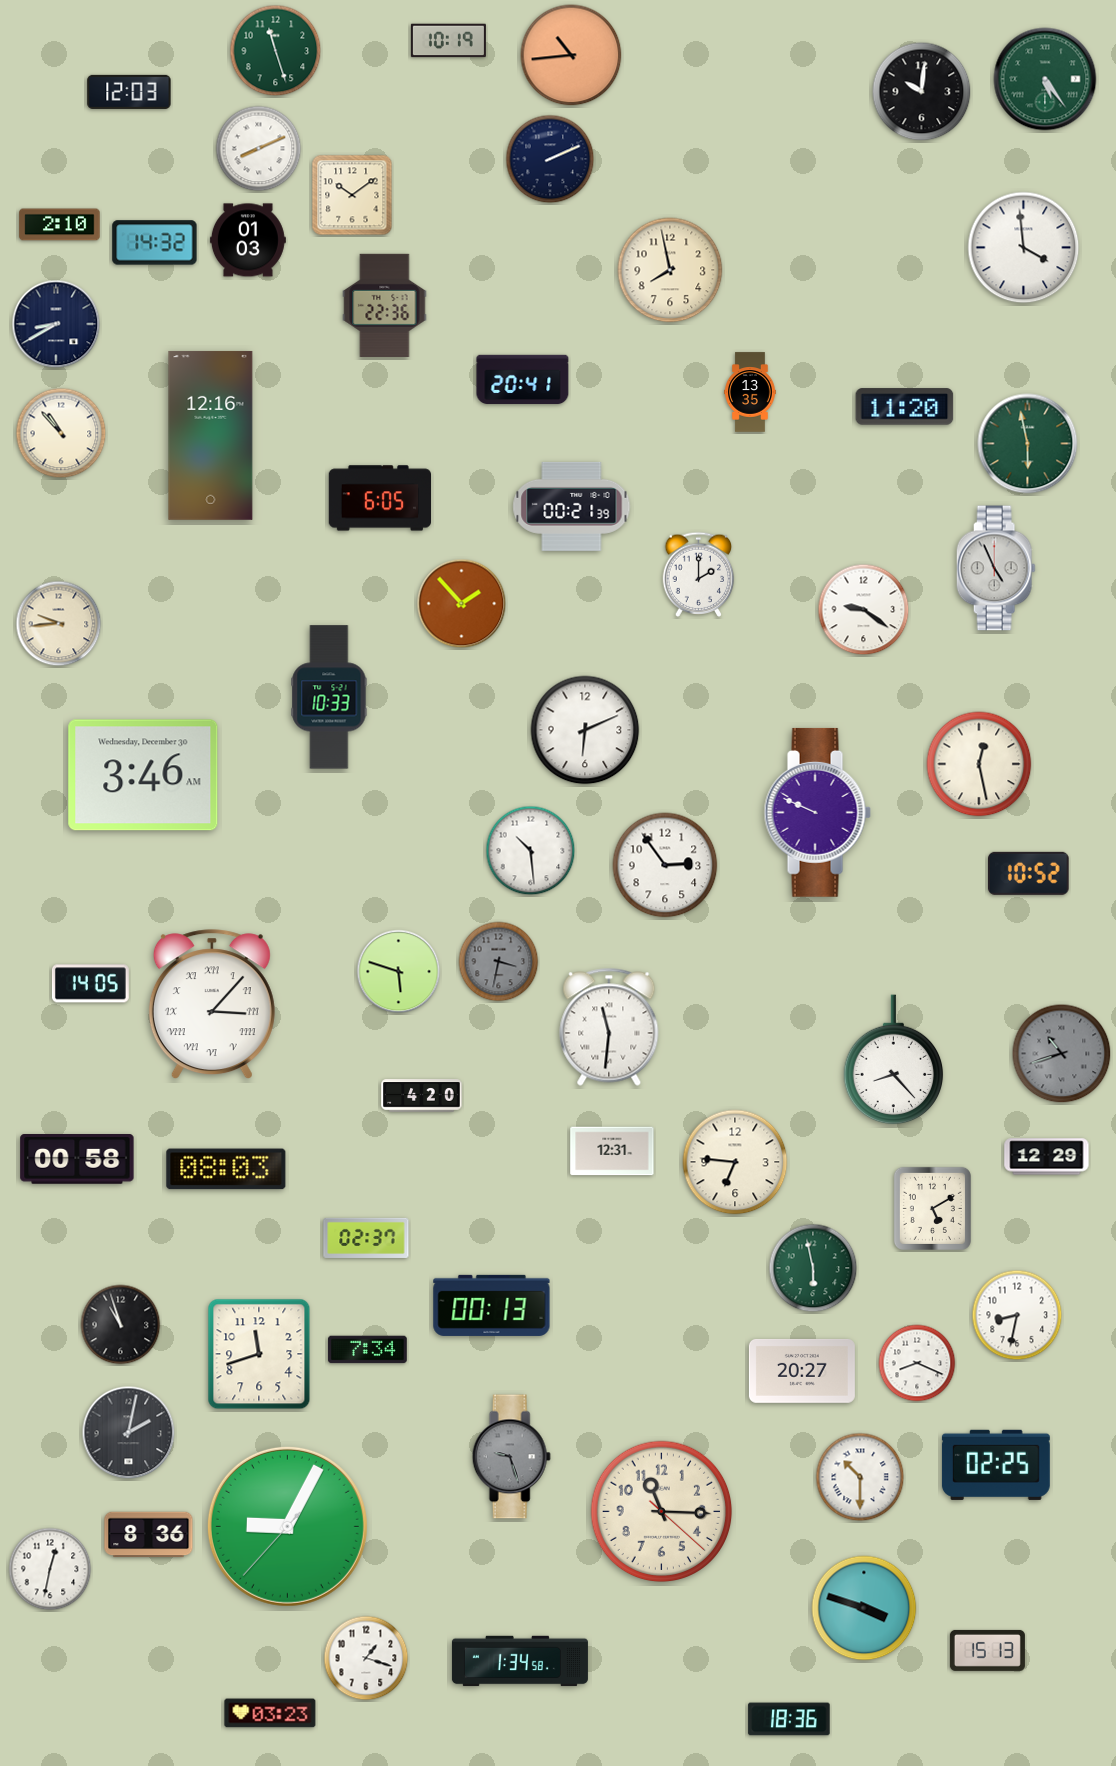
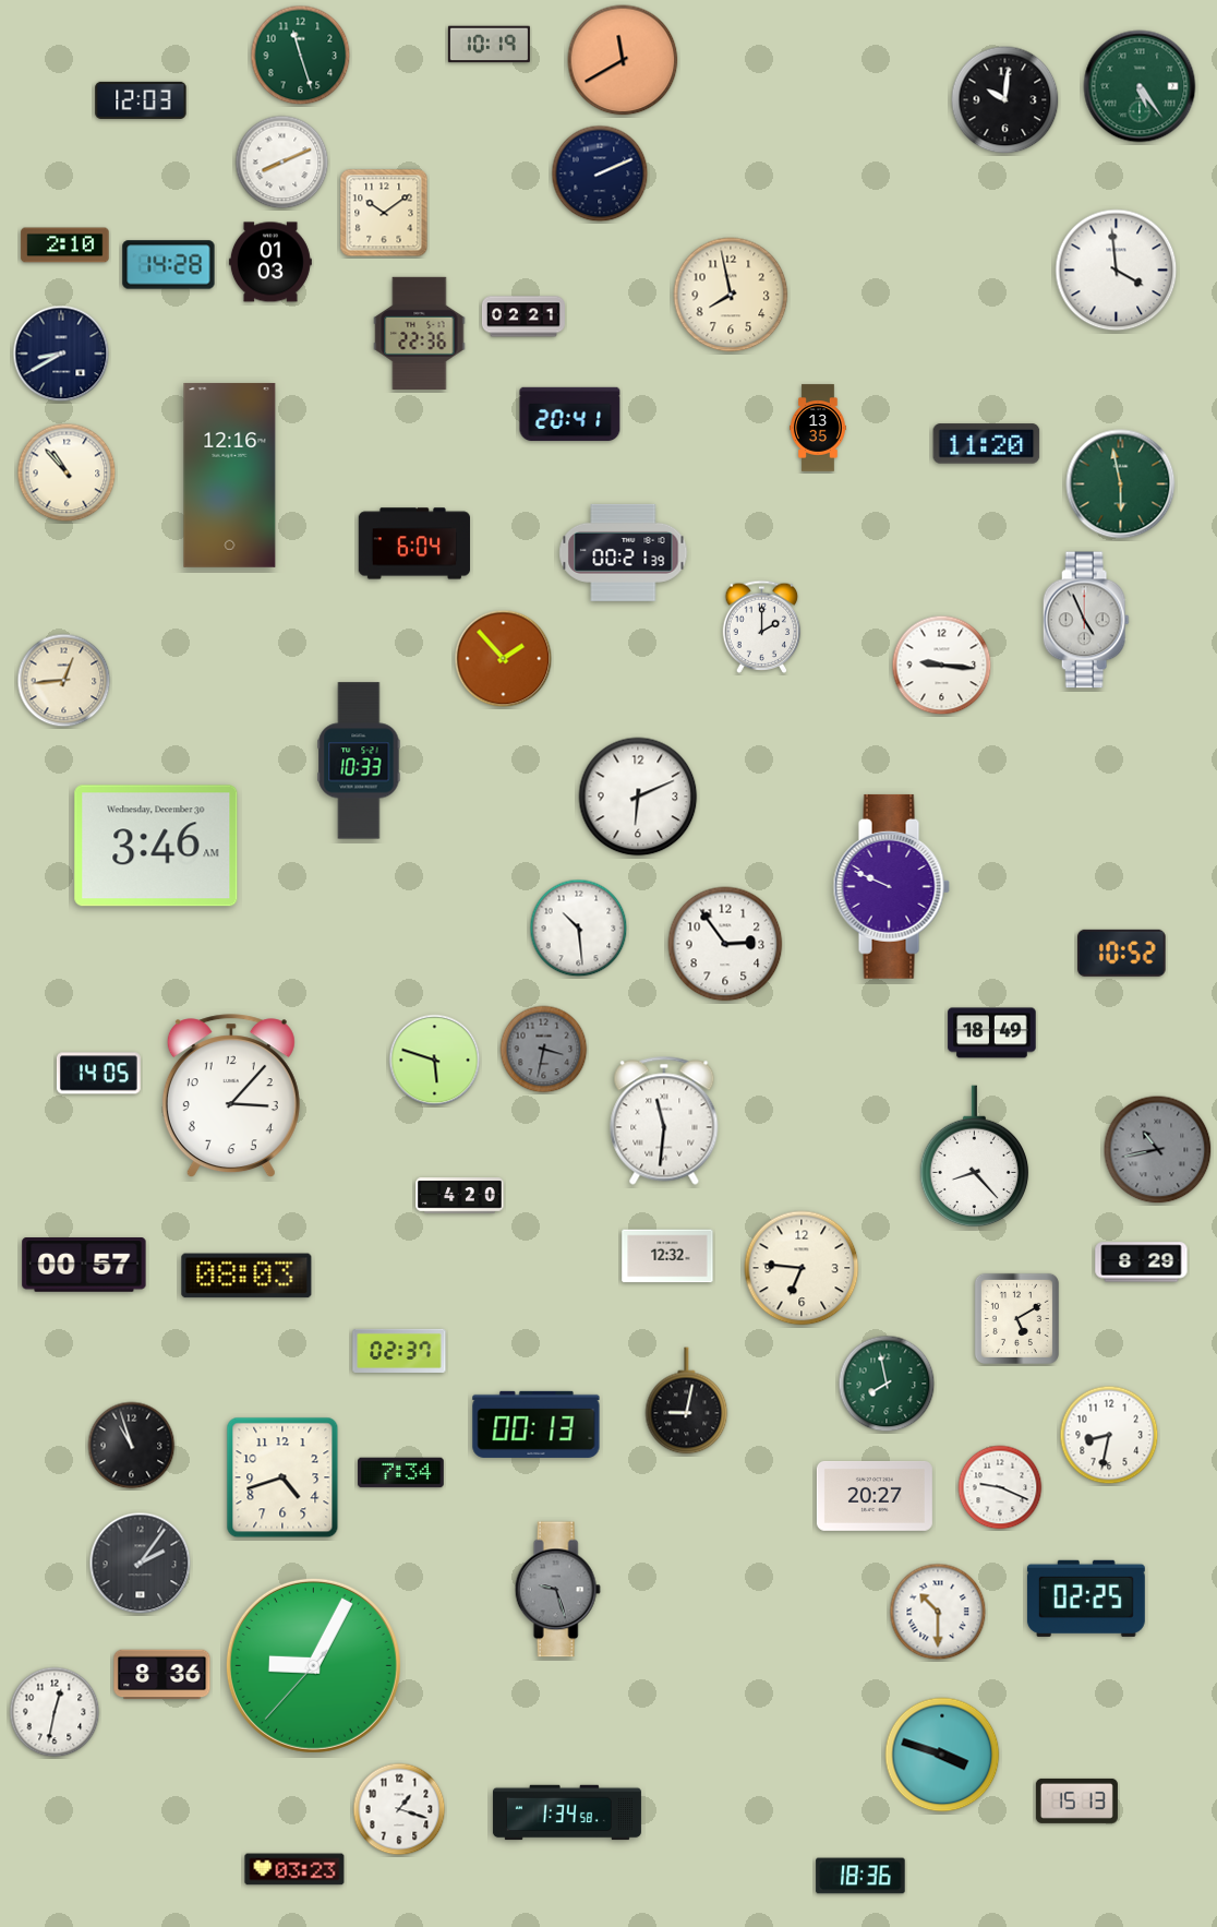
clock at (571, 55): 10:44 -> 11:40
clock at (155, 243): 14:32 -> 14:28
clock at (523, 316): none -> 02:21
clock at (379, 498): 6:05 -> 6:04
clock at (864, 610): 9:21 -> 9:16
clock at (59, 624): 9:44 -> 12:44
clock at (979, 764): 12:28 -> none
clock at (992, 1033): none -> 18:49
clock at (212, 1005) numerals: Roman -> Arabic
clock at (1062, 1054): 10:42 -> 10:43
clock at (612, 1151): 12:31 -> 12:32
clock at (1047, 1157): 12:29 -> 8:29
clock at (77, 1160): 00:58 -> 00:57
clock at (813, 1268): 5:58 -> 7:58
clock at (687, 1401): none -> 9:02
clock at (259, 1354): 11:42 -> 4:42
clock at (917, 1363): 8:19 -> 9:19
clock at (129, 1433): 2:02 -> 2:06
clock at (662, 1512): 11:15 -> none
